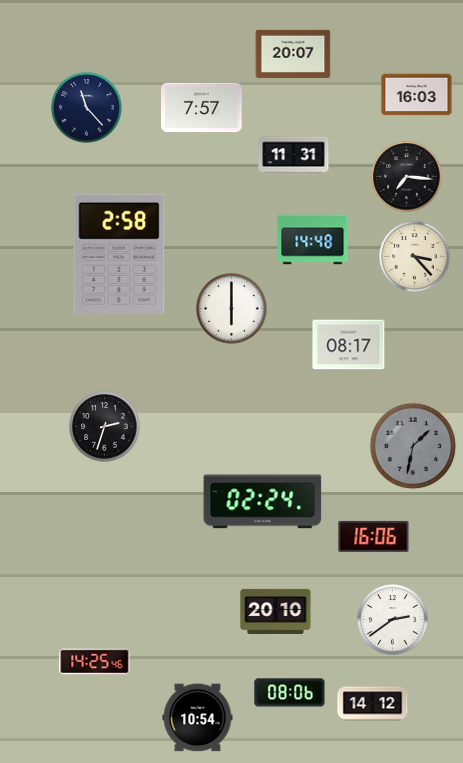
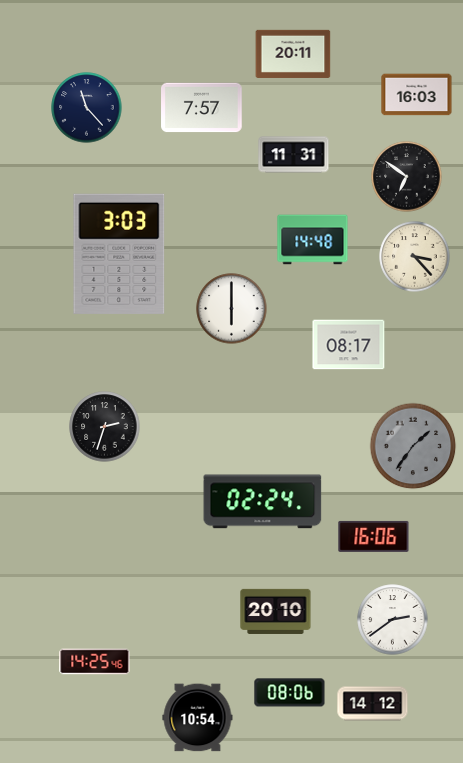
clock at (293, 54): 20:07 -> 20:11
clock at (407, 177): 7:16 -> 6:51
clock at (119, 254): 2:58 -> 3:03
clock at (413, 446): 1:32 -> 1:36
